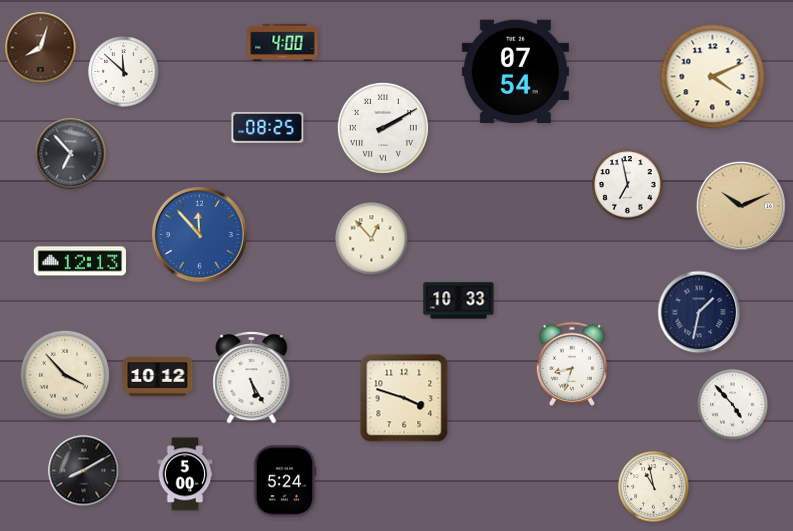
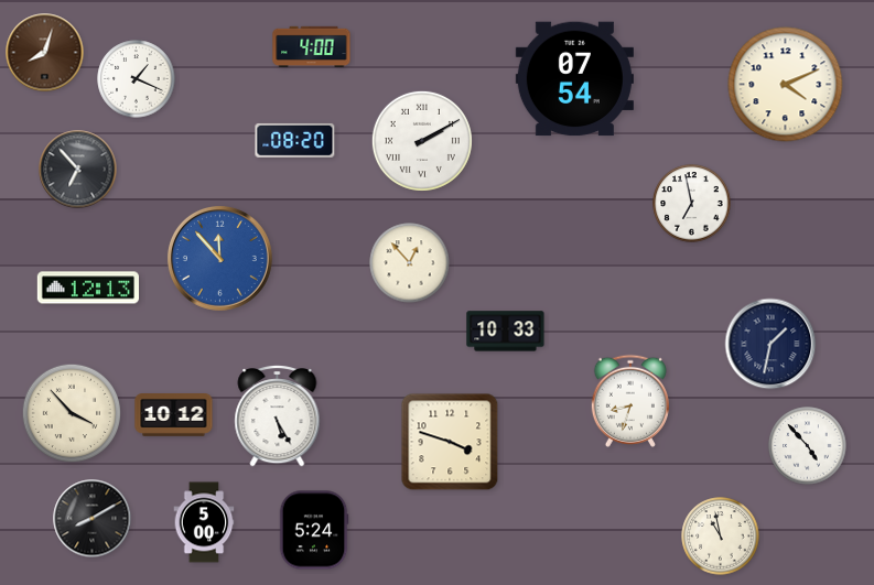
clock at (124, 72): 11:52 -> 1:19
clock at (515, 72) position: (515, 72) -> (574, 79)
clock at (268, 127): 08:25 -> 08:20
clock at (740, 205): 10:11 -> none
clock at (404, 398) position: (404, 398) -> (450, 442)
